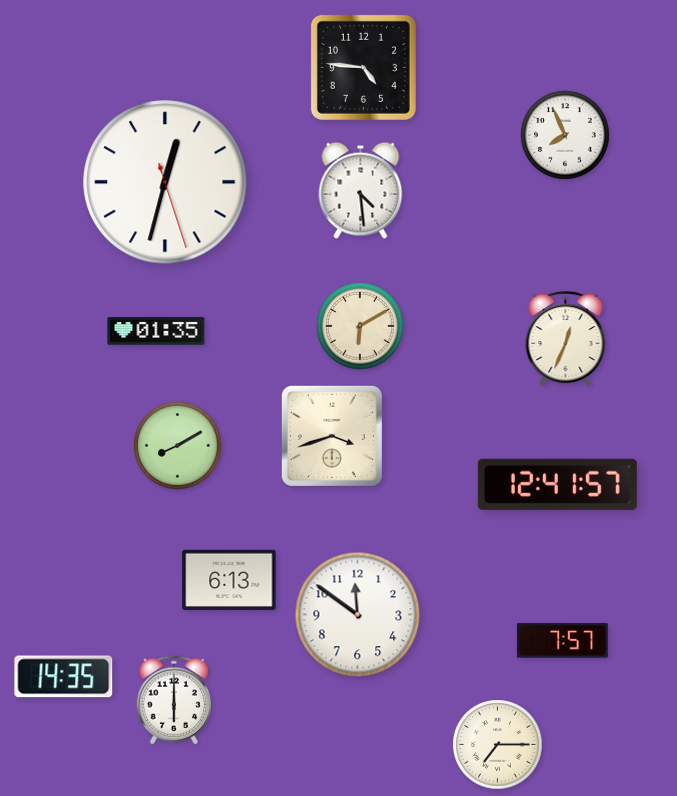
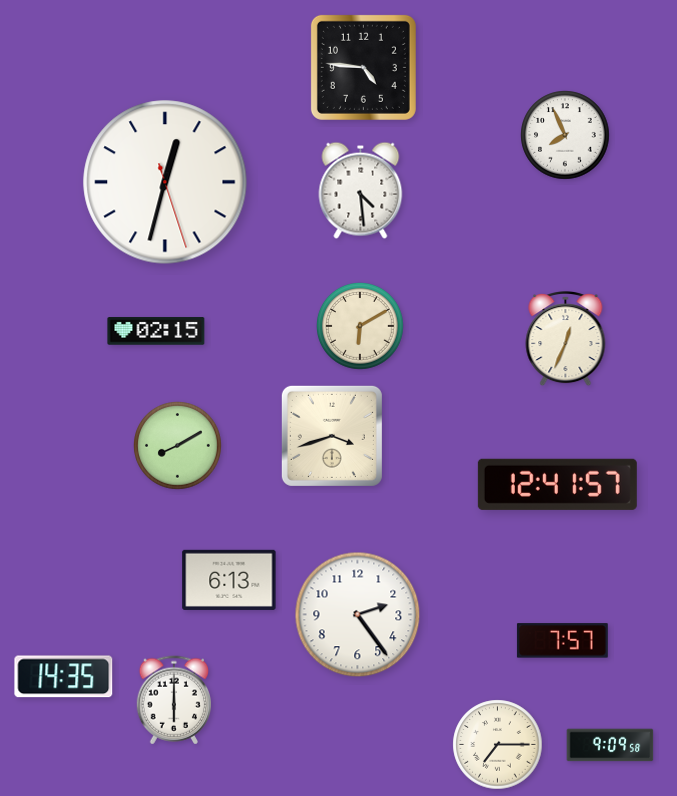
clock at (156, 331): 01:35 -> 02:15
clock at (358, 615): 11:51 -> 2:24
clock at (610, 745): none -> 9:09
